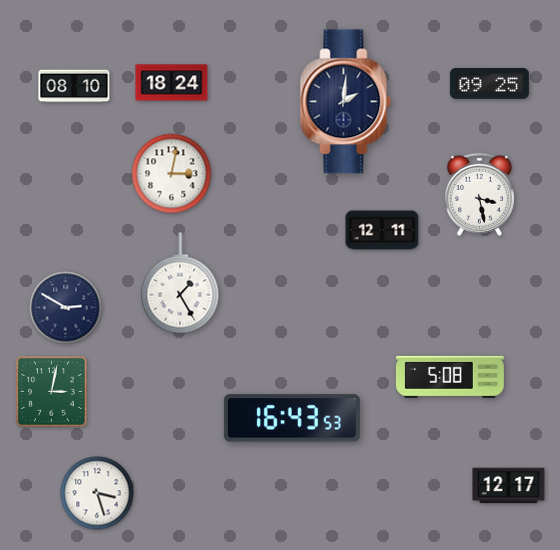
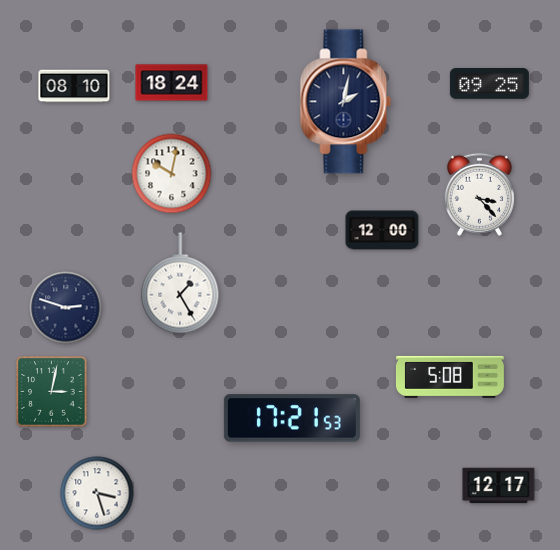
clock at (346, 102): 2:01 -> 2:02
clock at (172, 174): 3:02 -> 10:02
clock at (479, 194): 3:28 -> 3:23
clock at (382, 230): 12:11 -> 12:00
clock at (66, 308): 2:50 -> 2:48
clock at (292, 418): 16:43 -> 17:21
clock at (509, 486) position: (509, 486) -> (499, 486)
